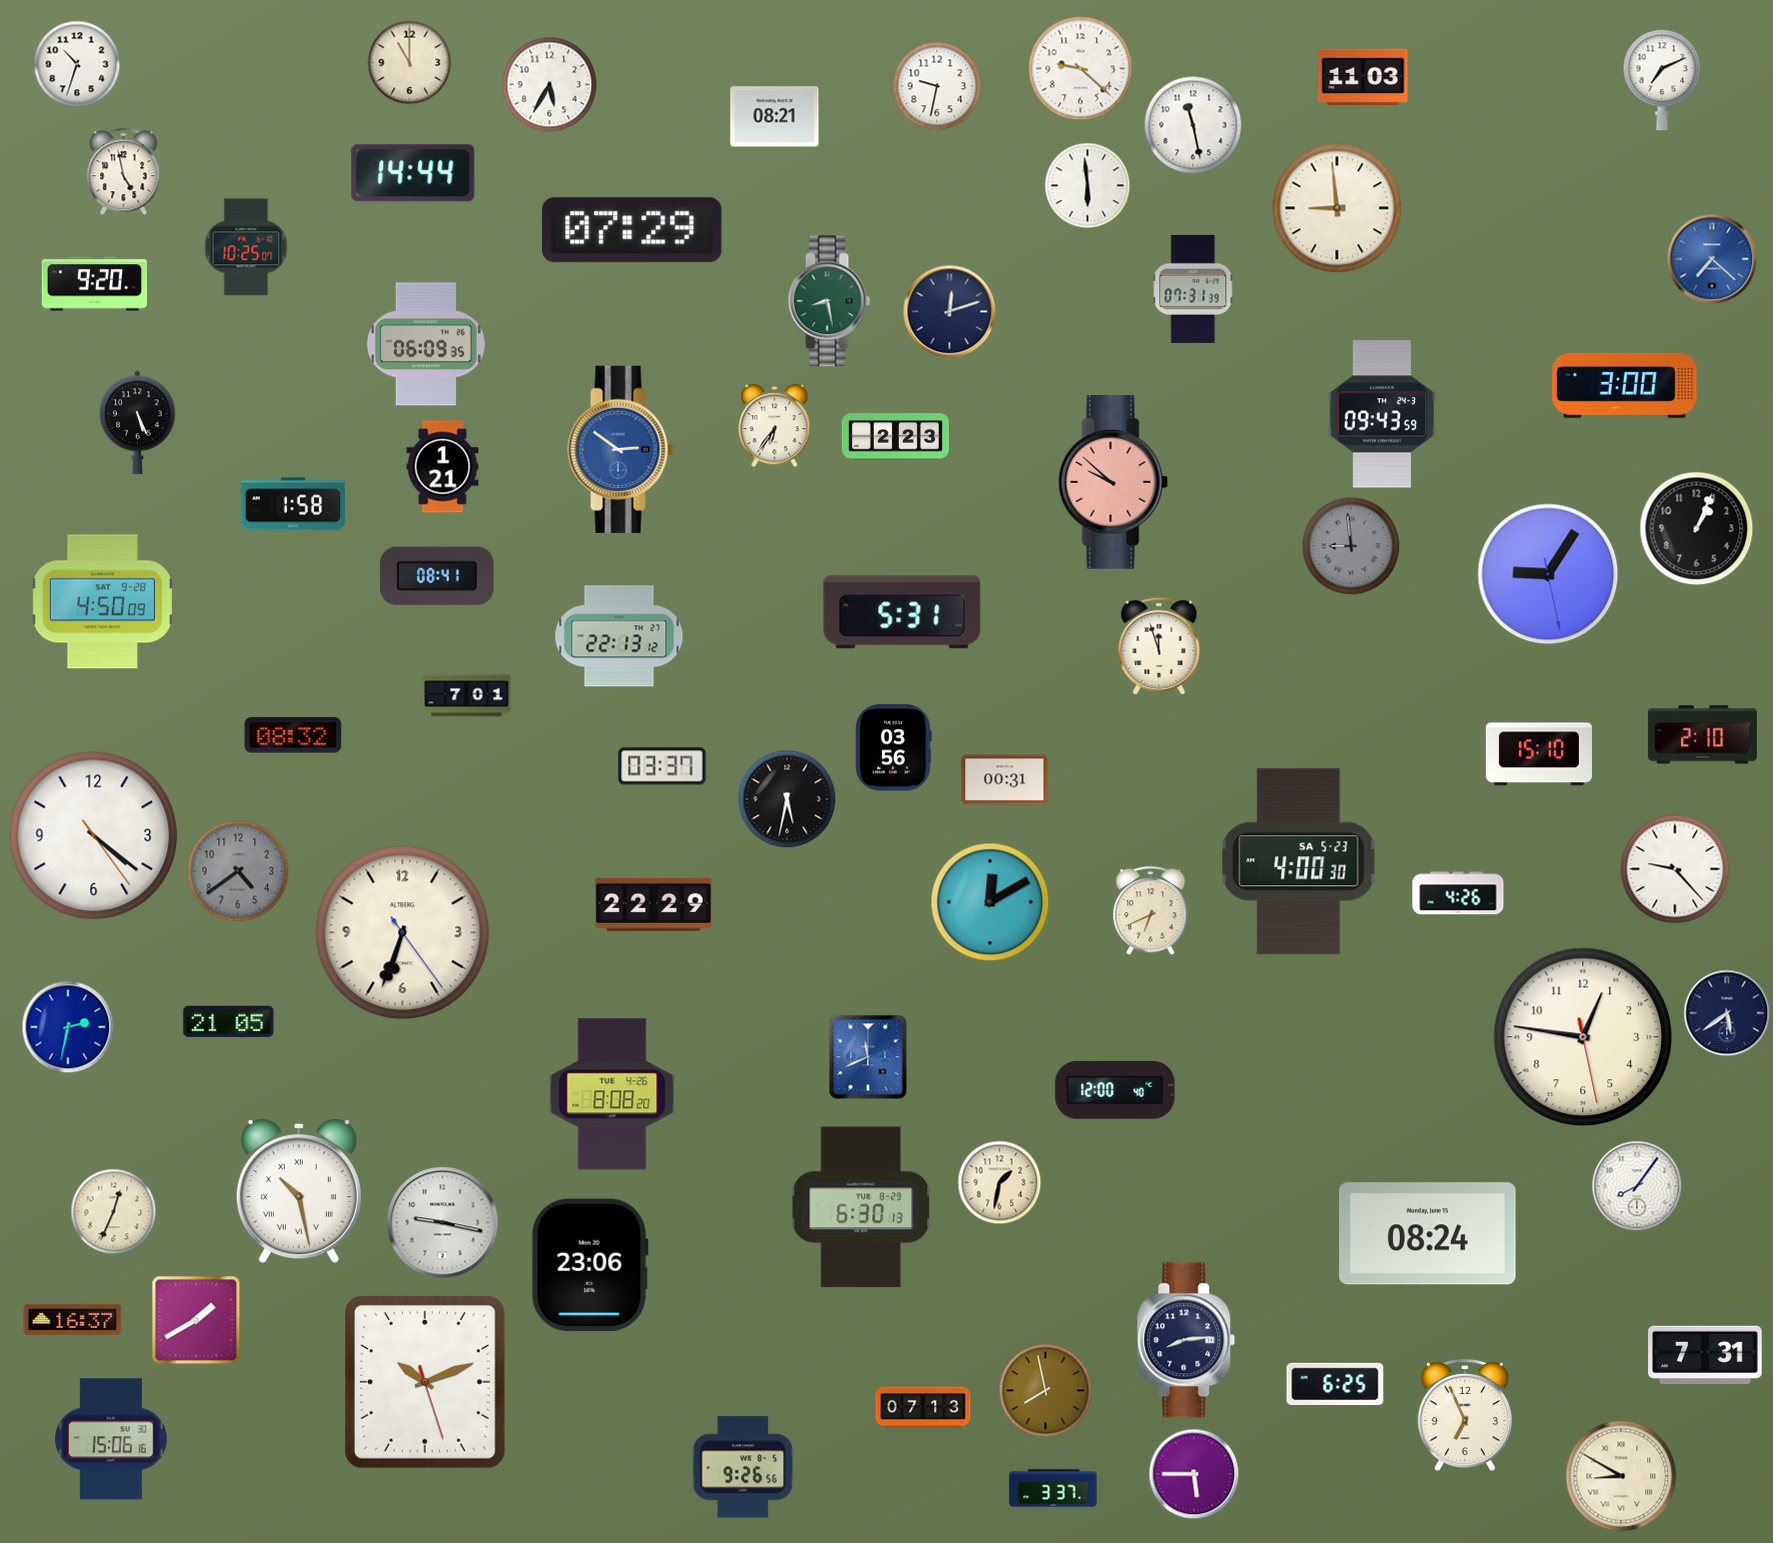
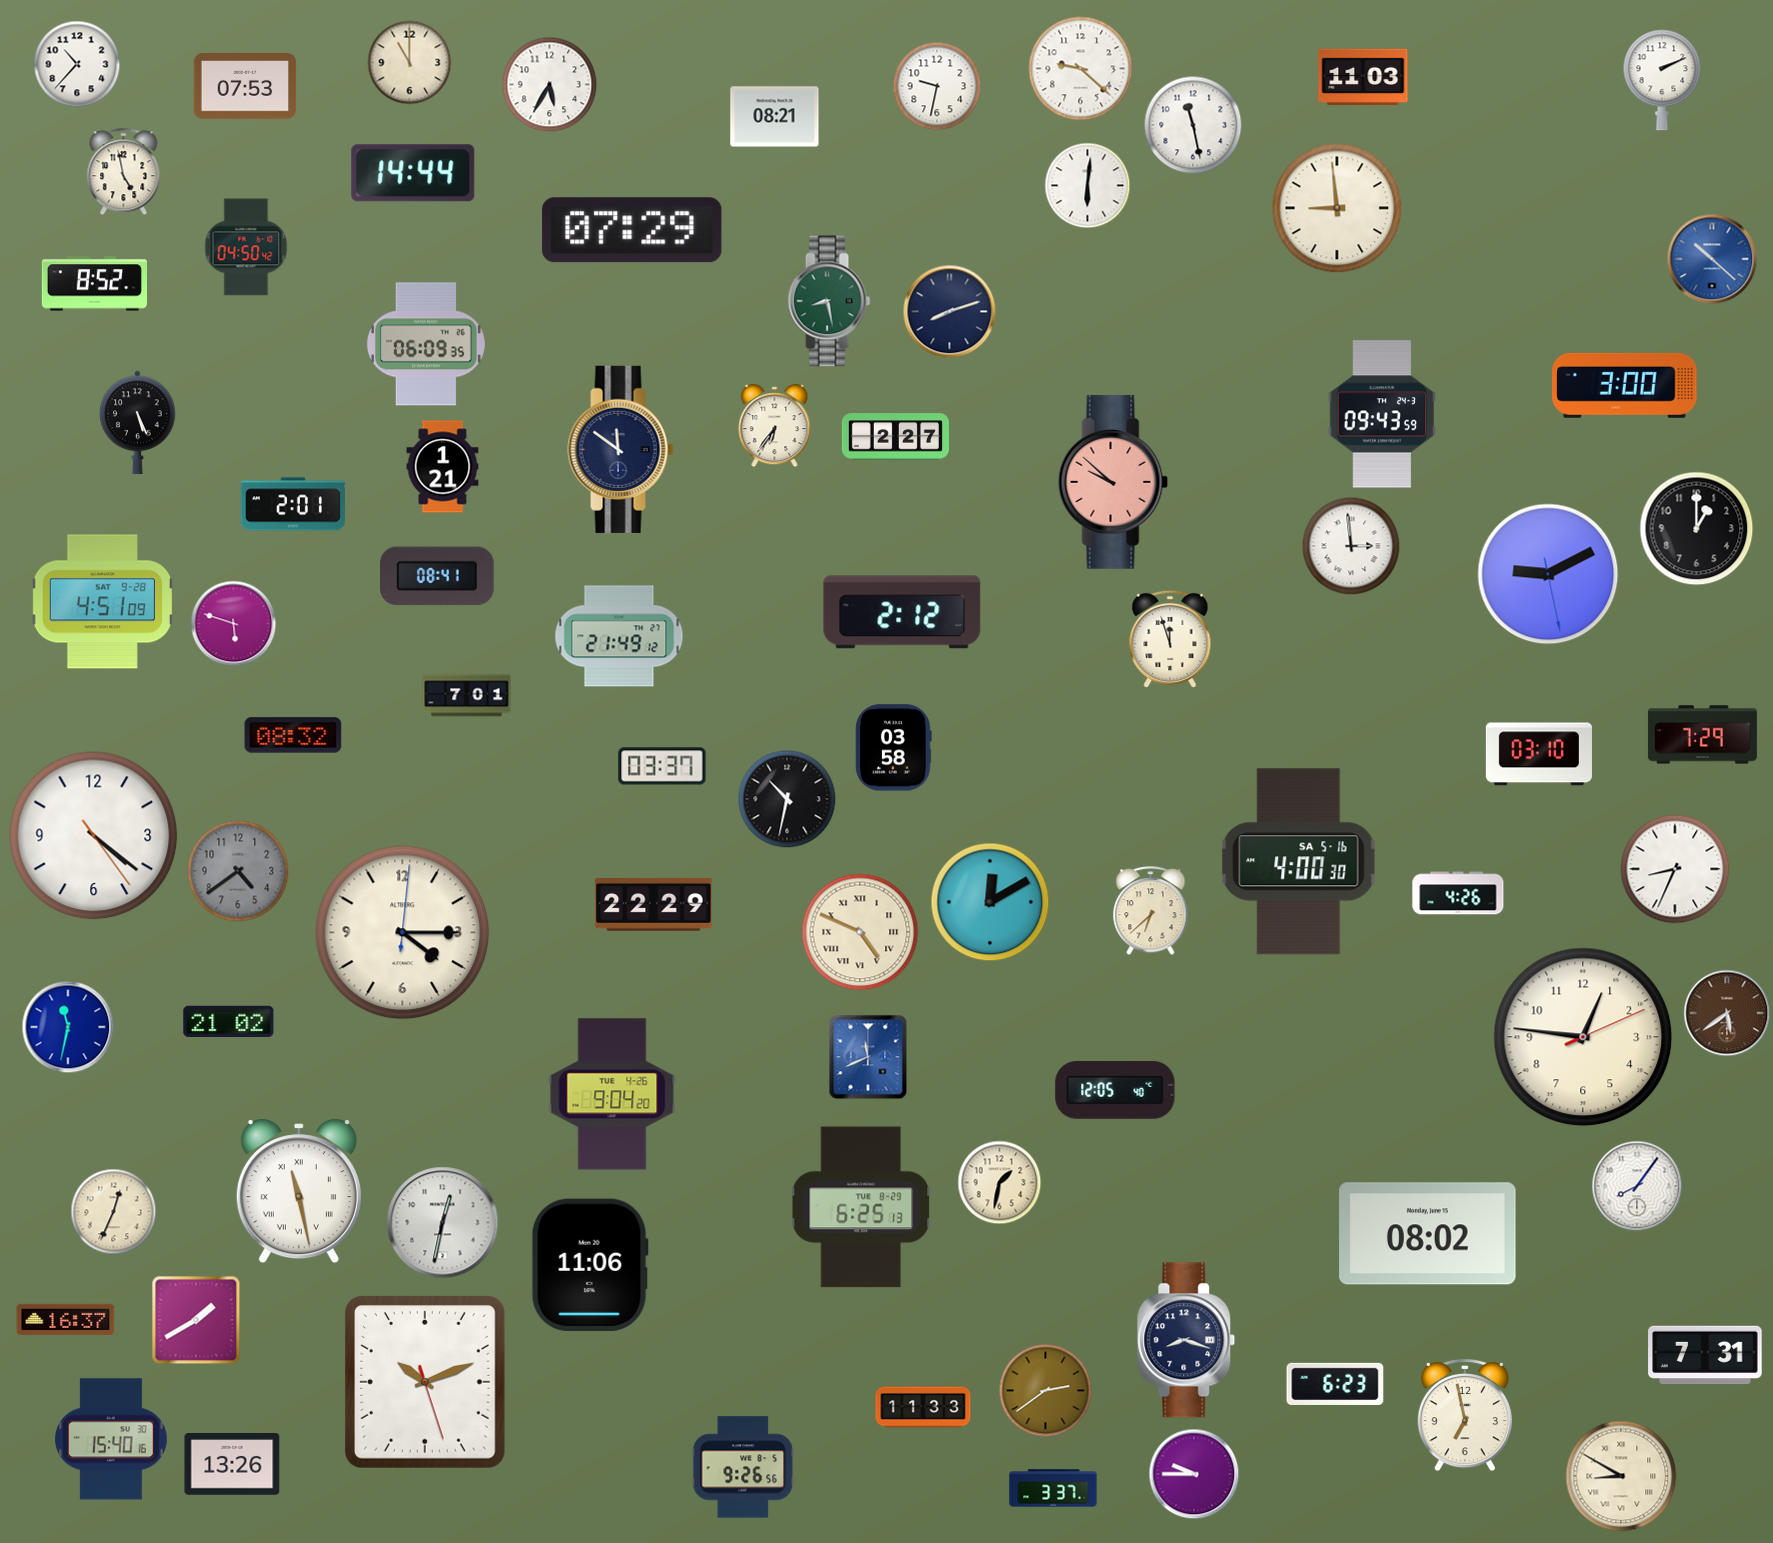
clock at (77, 64): 10:33 -> 10:37
clock at (1662, 80): 7:11 -> 2:11
clock at (245, 87): none -> 07:53
clock at (1088, 186): 5:59 -> 6:01
clock at (246, 247): 10:25 -> 04:50
clock at (1712, 259): 7:22 -> 10:22
clock at (94, 284): 9:20 -> 8:52
clock at (1193, 289): 07:31 -> none
clock at (950, 312): 12:12 -> 8:12
clock at (895, 437): 2:23 -> 2:27
clock at (621, 449): 2:51 -> 11:51
clock at (621, 449) dial: blue -> navy
clock at (292, 504): 1:58 -> 2:01
clock at (1697, 529): 1:04 -> 1:00
clock at (1351, 546): 8:59 -> 2:59
clock at (1351, 546) dial: grey -> white
clock at (1548, 574): 9:05 -> 9:10
clock at (102, 602): 4:50 -> 4:51
clock at (902, 612): 5:31 -> 2:12
clock at (234, 624): none -> 5:48
clock at (619, 636): 22:13 -> 21:49
clock at (1159, 646) position: (1159, 646) -> (1170, 639)
clock at (1702, 735): 2:10 -> 7:29
clock at (894, 748): 03:56 -> 03:58
clock at (1539, 754): 15:10 -> 03:10
clock at (1005, 780): 00:31 -> none
clock at (787, 799): 5:32 -> 10:32
clock at (1299, 862) date: SA 5-23 -> SA 5-16
clock at (1675, 869): 9:23 -> 8:34
clock at (1151, 911): 6:41 -> 6:38
clock at (860, 932): none -> 4:49
clock at (403, 933): 6:33 -> 4:15
clock at (1727, 1013) dial: navy -> brown
clock at (229, 1021): 21:05 -> 21:02
clock at (68, 1027): 2:32 -> 11:32
clock at (1583, 1037): 12:46:28 -> 12:46:11
clock at (1115, 1091): 12:00 -> 12:05
clock at (612, 1094): 8:08 -> 9:04
clock at (299, 1191): 10:28 -> 11:28
clock at (862, 1207): 6:30 -> 6:25
clock at (443, 1223): 9:17 -> 12:32
clock at (1428, 1234): 08:24 -> 08:02
clock at (590, 1265): 23:06 -> 11:06
clock at (73, 1319) position: (73, 1319) -> (66, 1319)
clock at (1186, 1340): 8:14 -> 8:18
clock at (1335, 1384): 6:25 -> 6:23
clock at (1046, 1391): 7:58 -> 2:39
clock at (923, 1407): 07:13 -> 11:33
clock at (1465, 1415): 6:56 -> 6:58
clock at (112, 1439): 15:06 -> 15:40
clock at (232, 1465): none -> 13:26
clock at (1194, 1474): 5:45 -> 9:45
